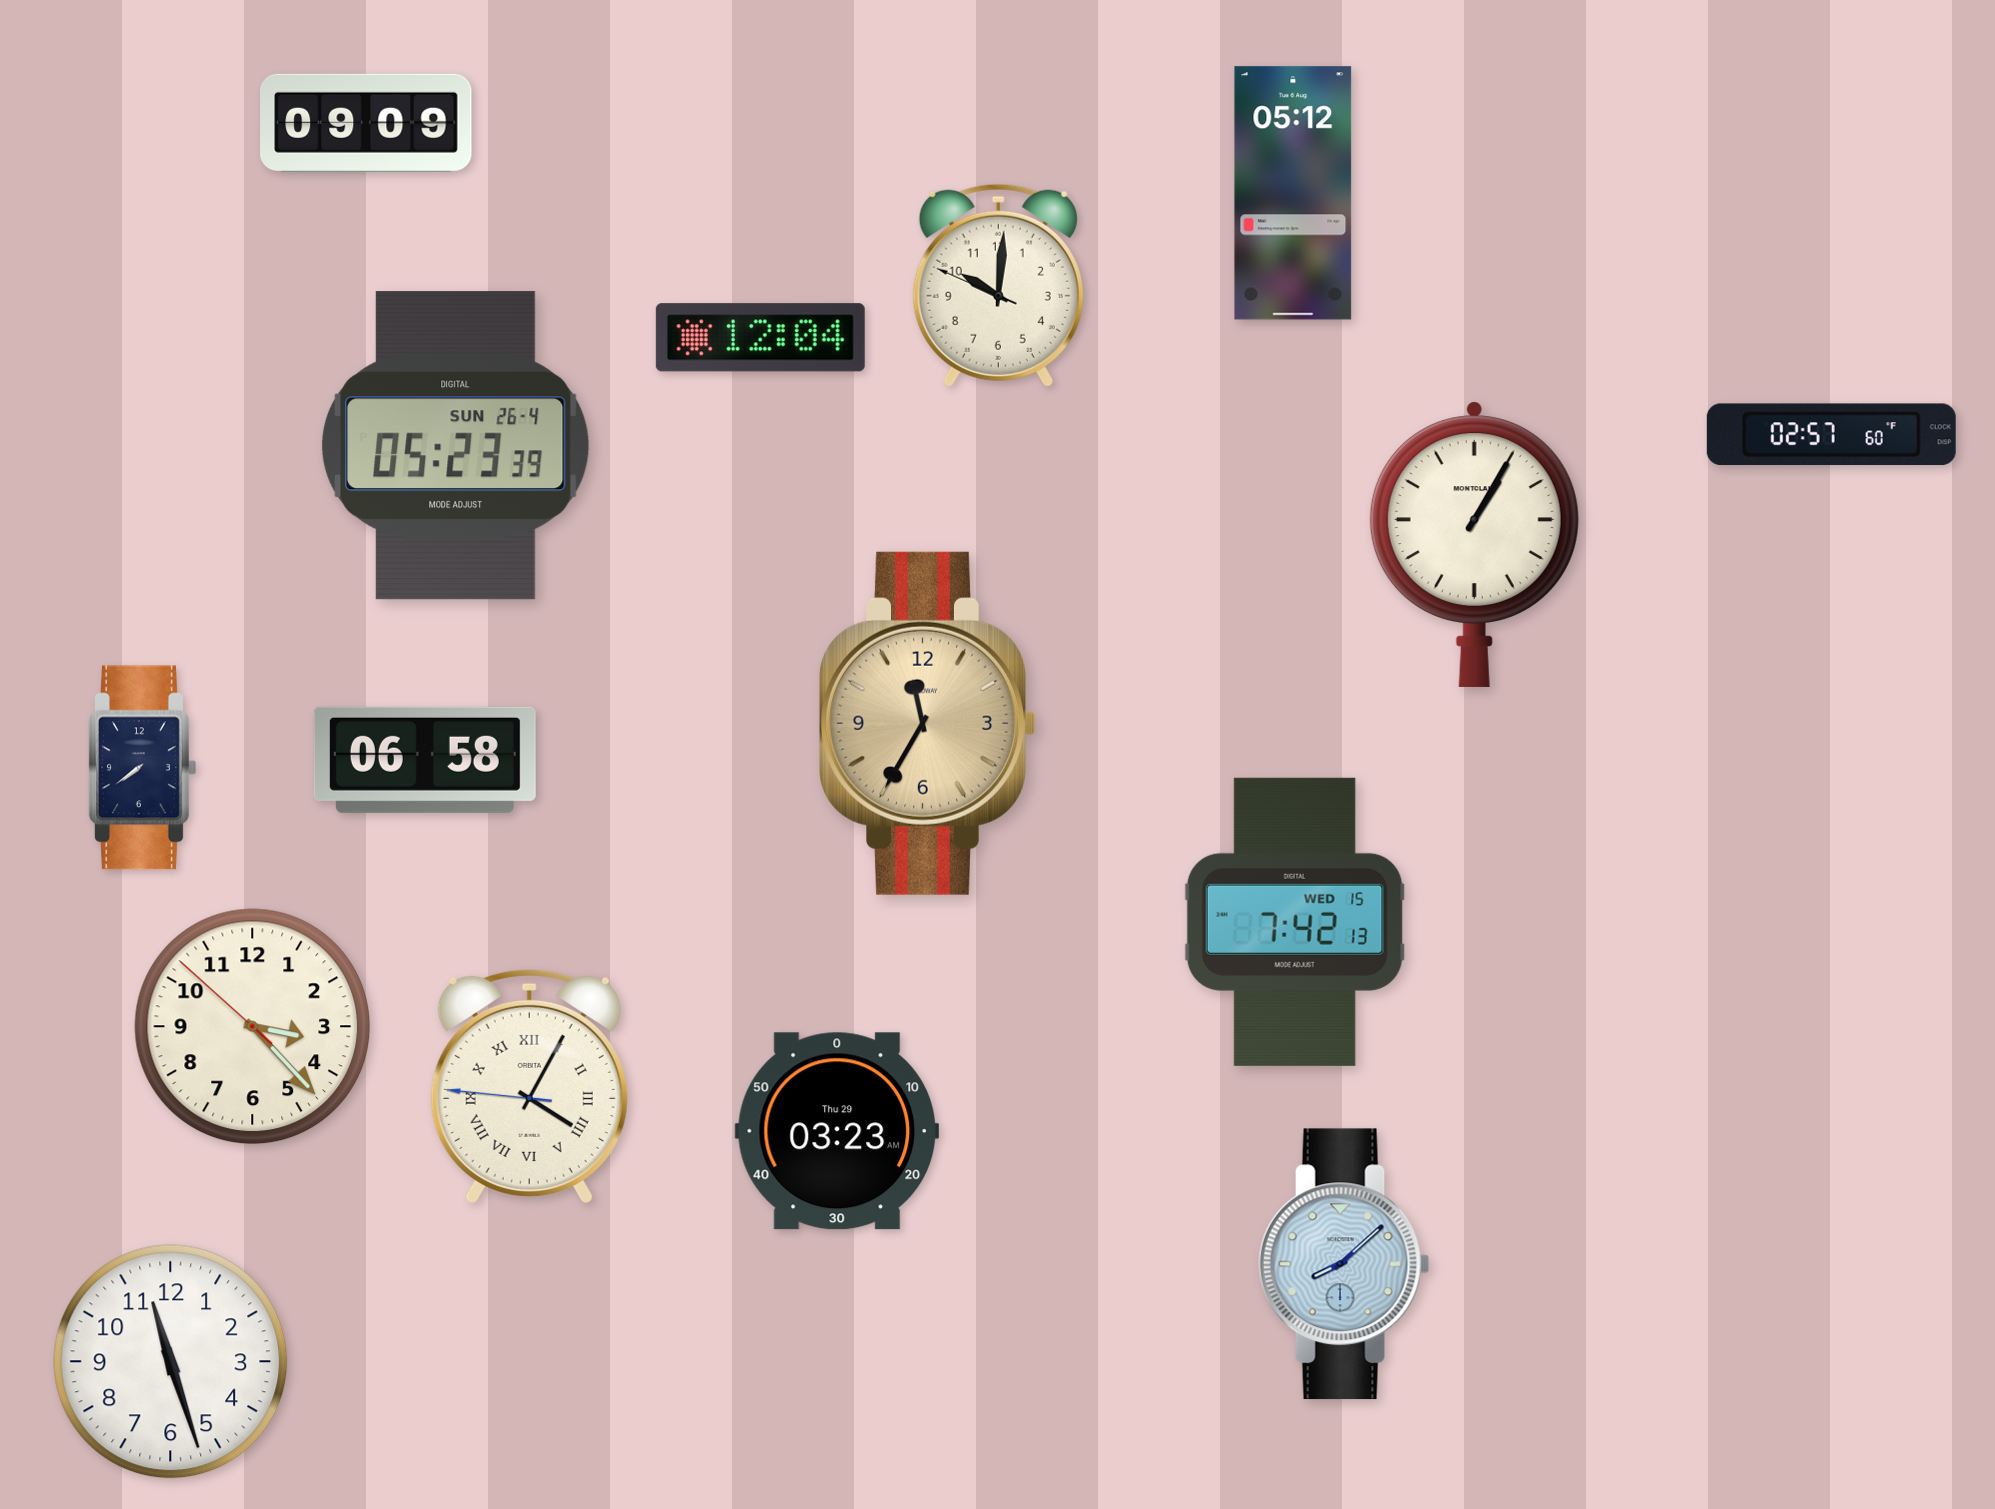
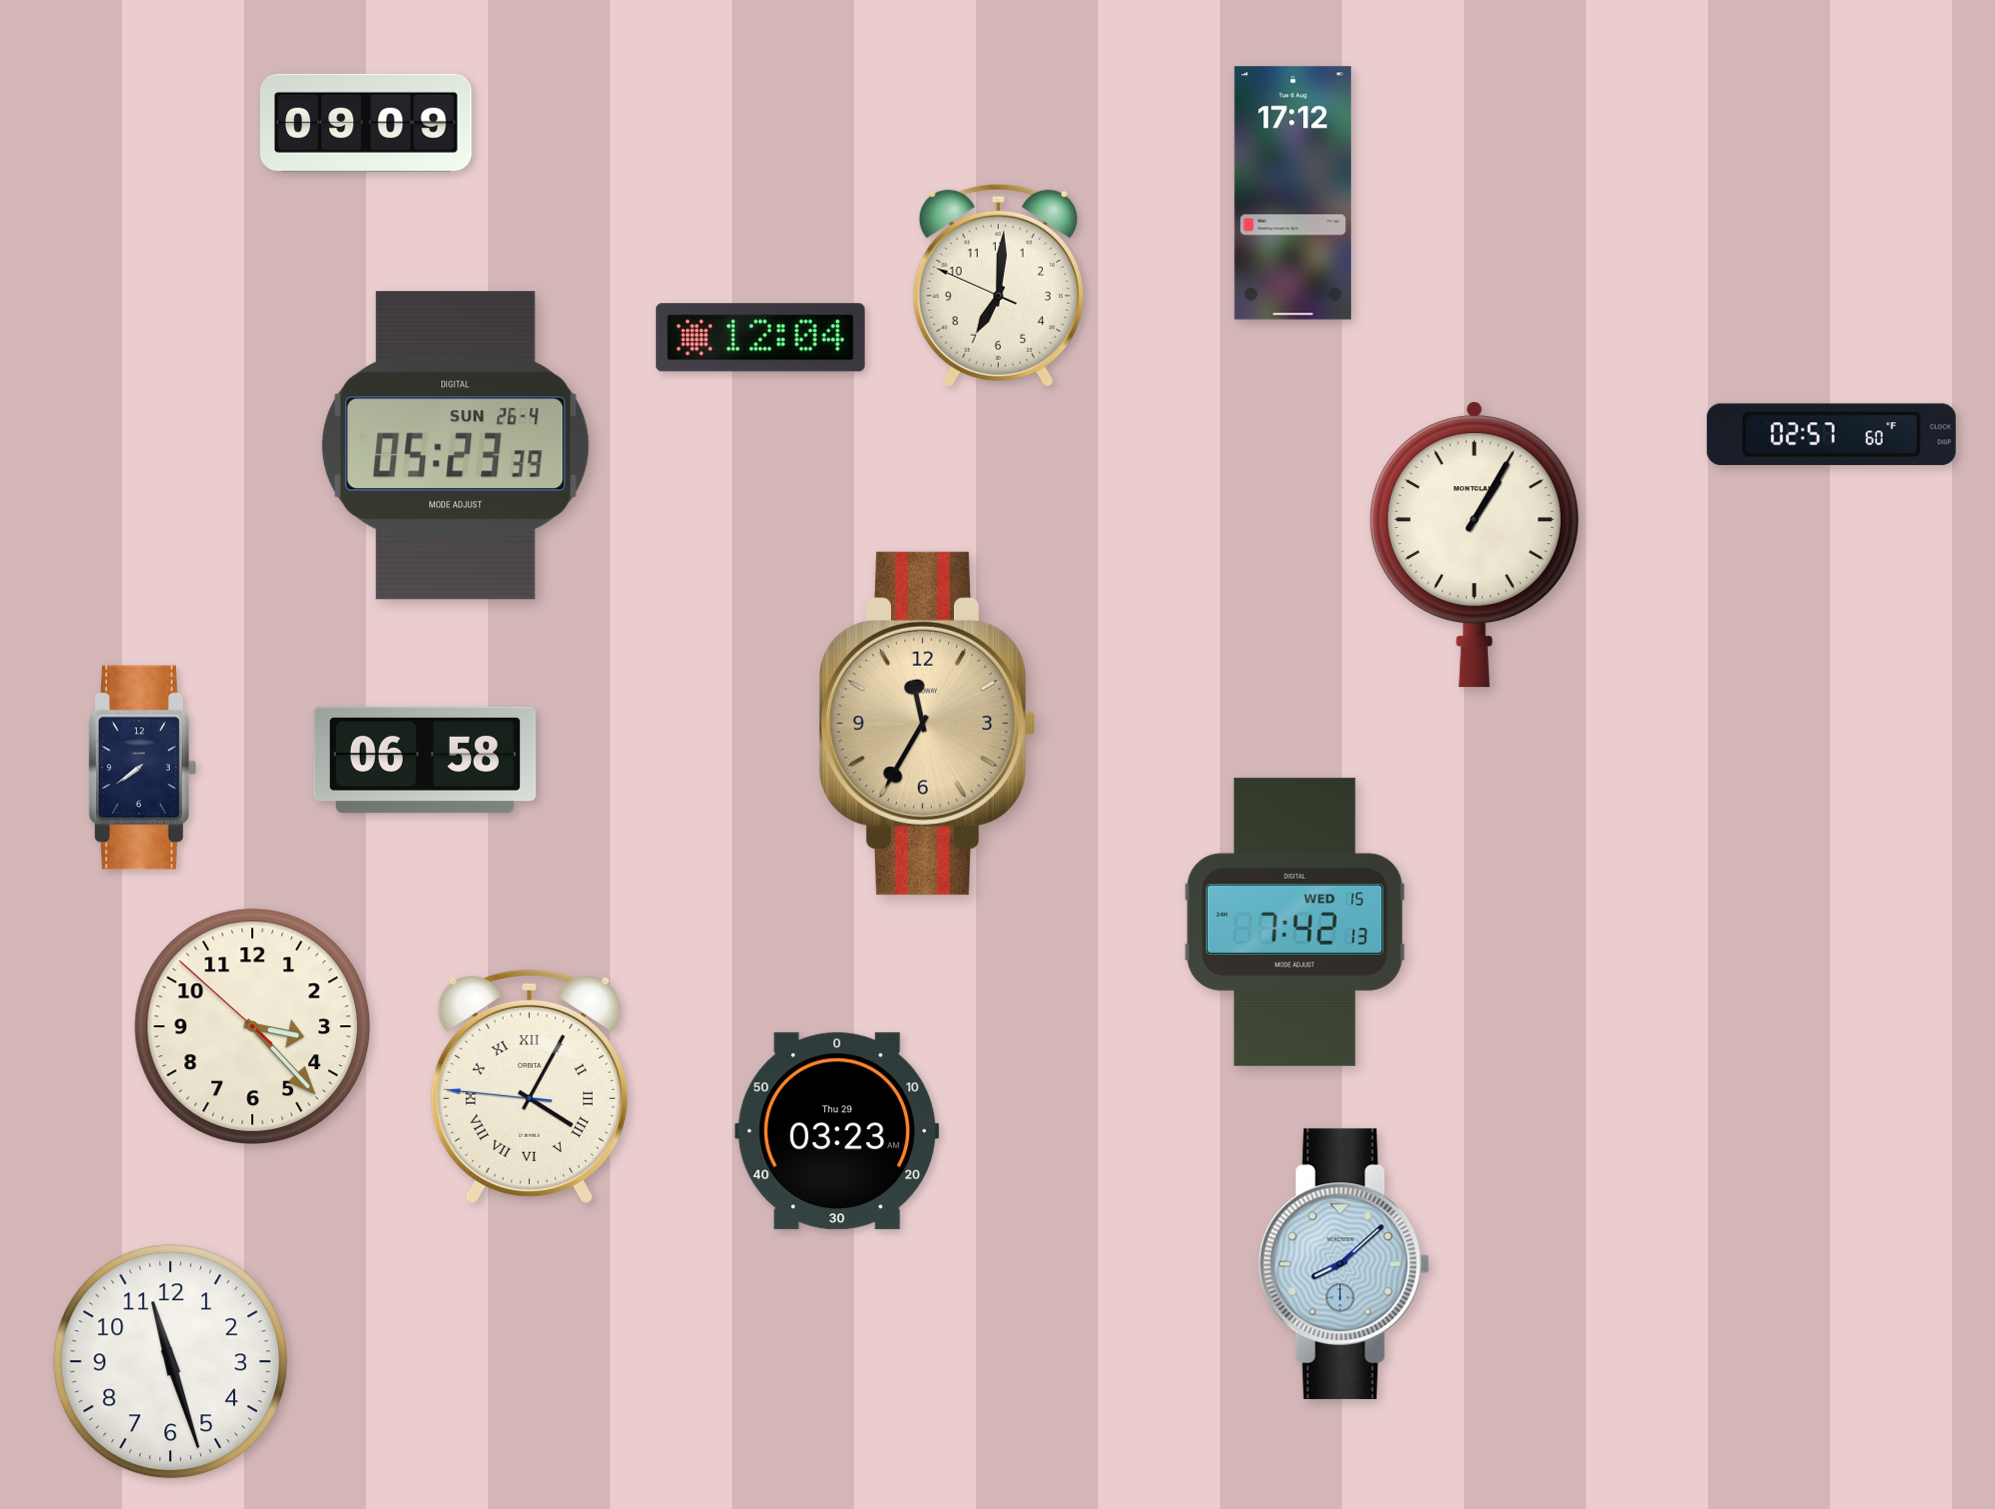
clock at (1293, 193): 05:12 -> 17:12
clock at (998, 285): 10:00 -> 7:00
